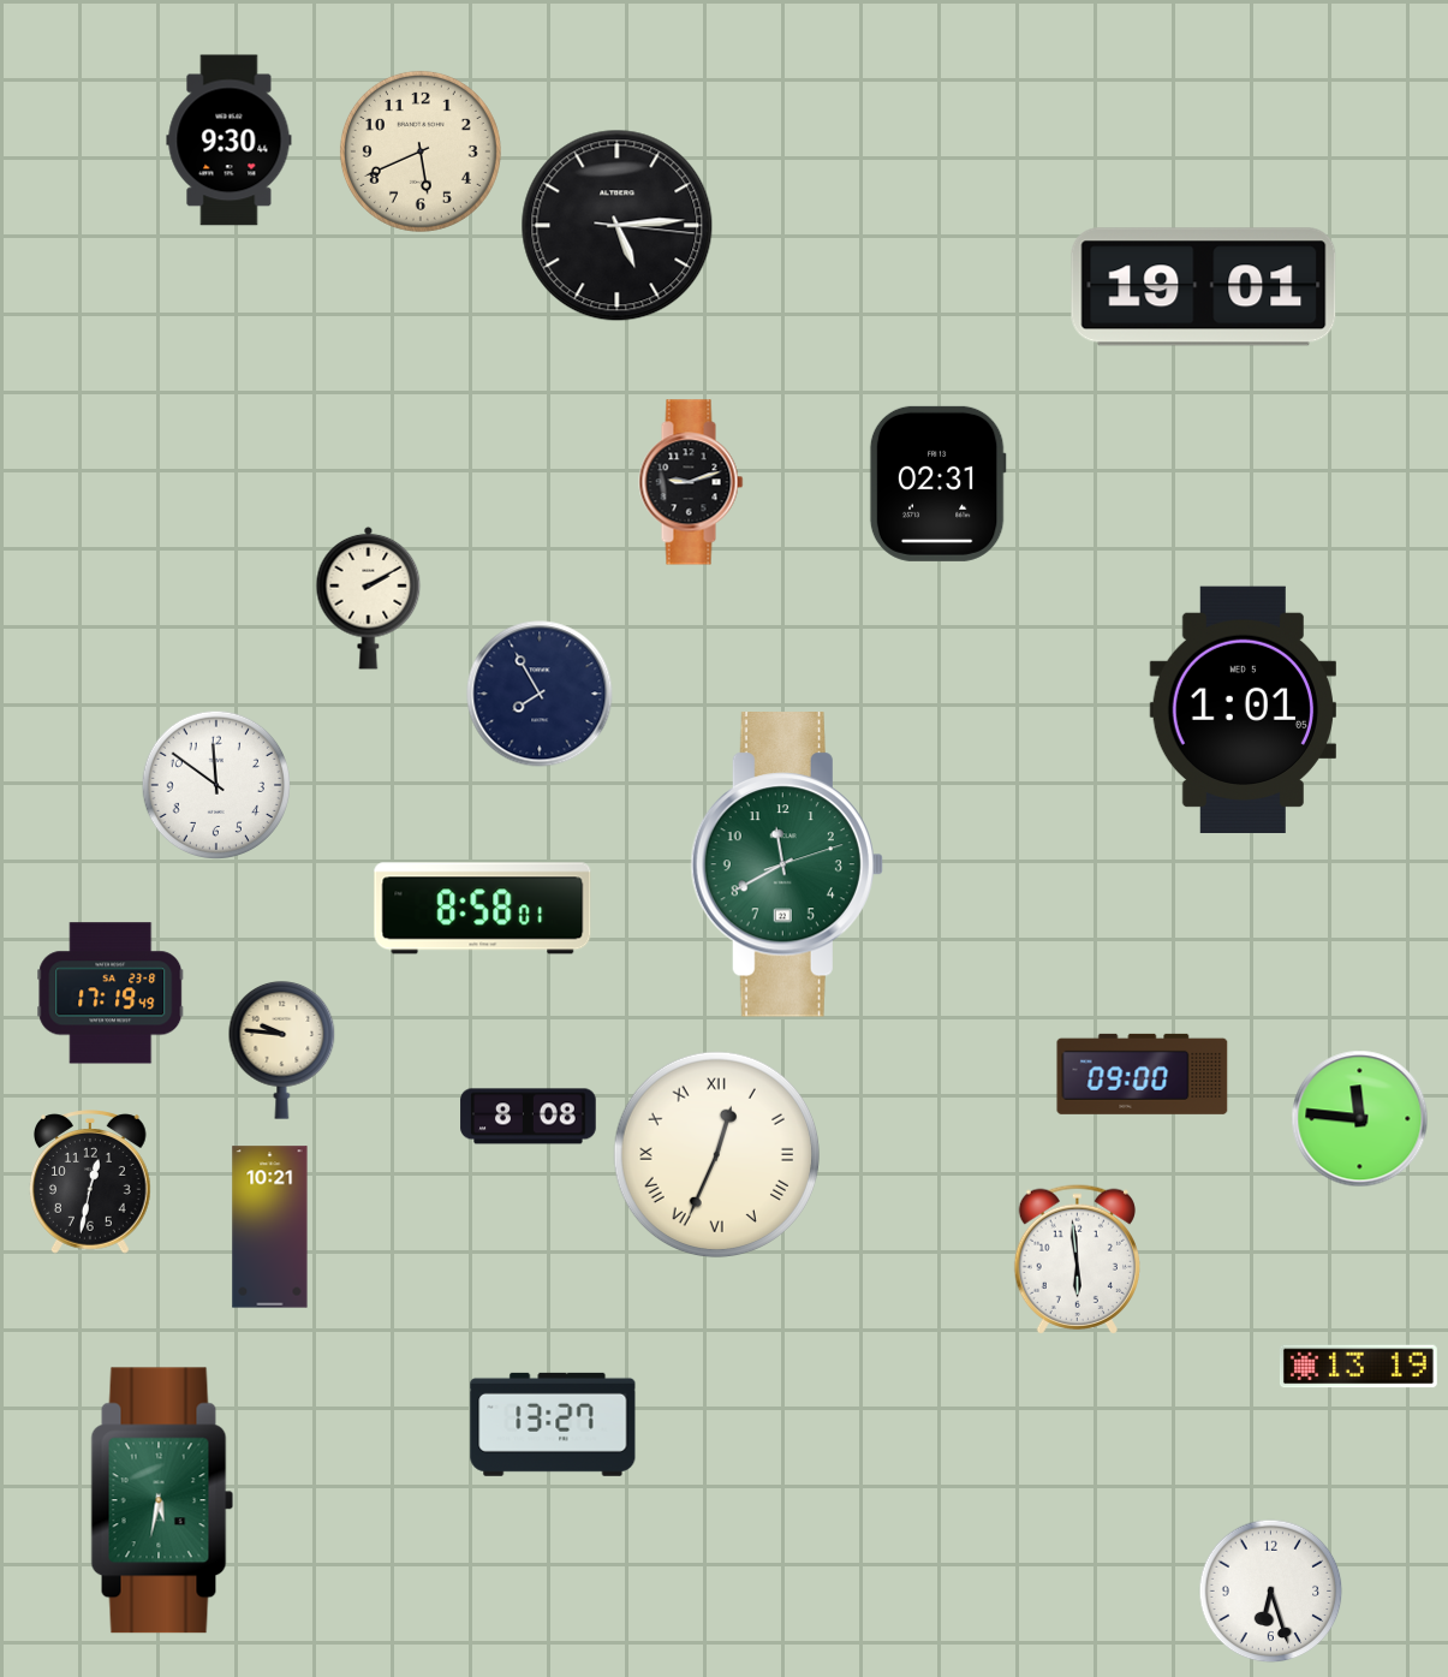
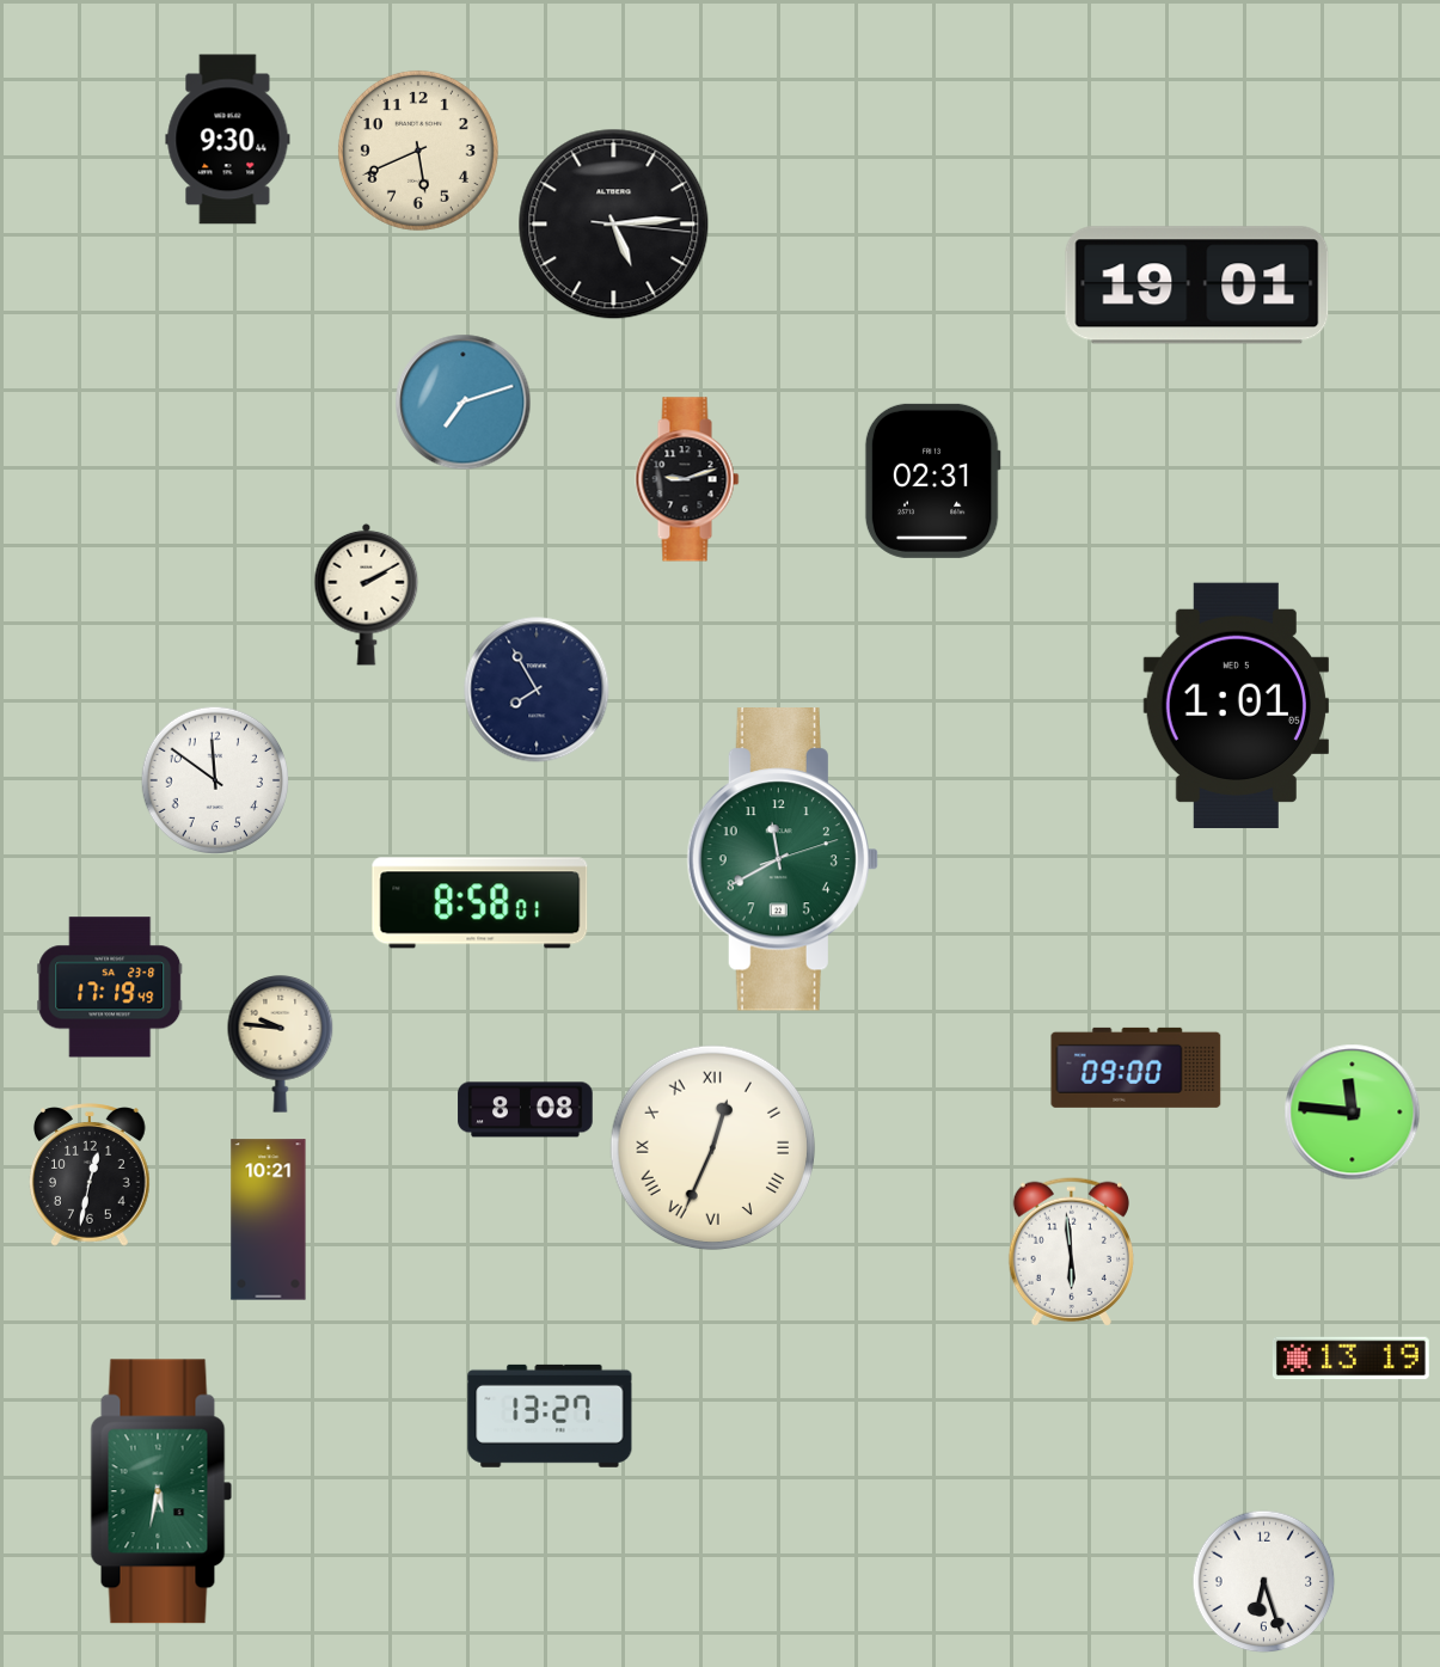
clock at (464, 403): none -> 7:12
